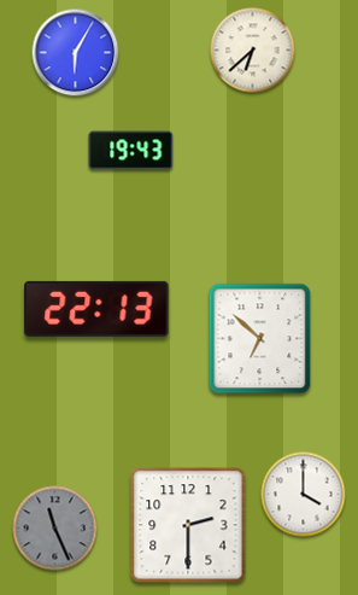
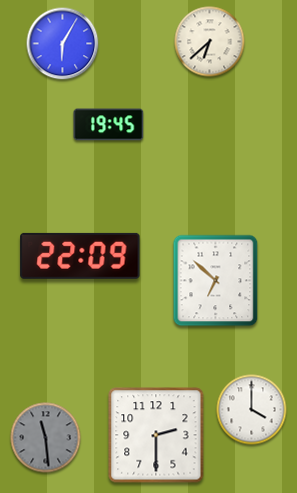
clock at (131, 151): 19:43 -> 19:45
clock at (96, 309): 22:13 -> 22:09
clock at (55, 529): 11:26 -> 11:29
